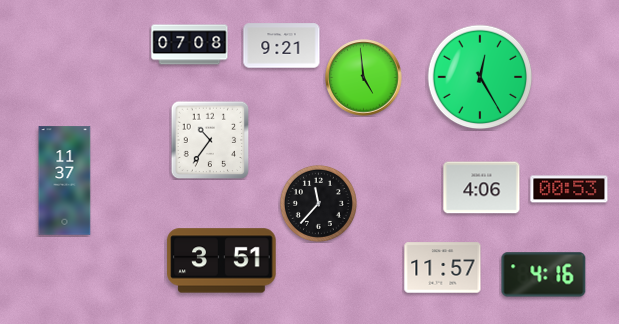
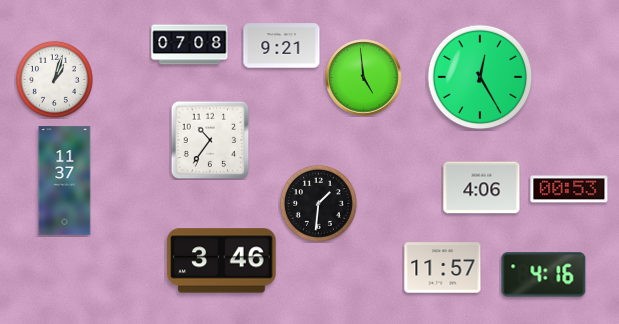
clock at (54, 79): none -> 1:03
clock at (318, 203): 11:37 -> 1:31
clock at (222, 261): 3:51 -> 3:46
